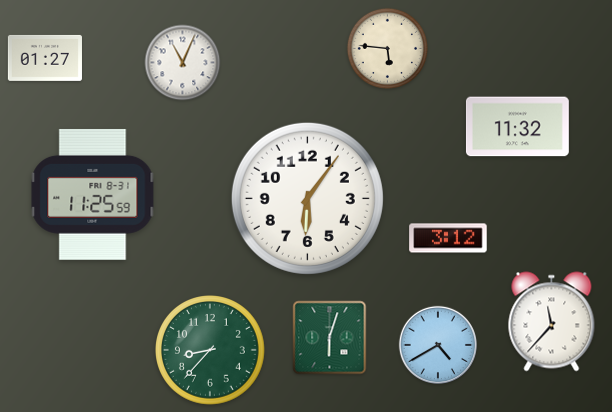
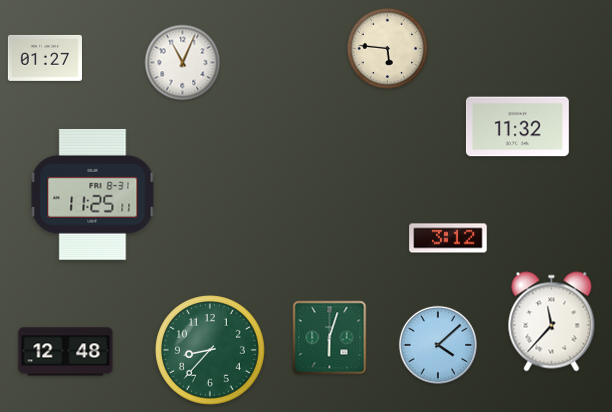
clock at (93, 194): 11:25:59 -> 11:25:11
clock at (307, 198): 6:06 -> none
clock at (437, 344): 4:40 -> 4:08
clock at (66, 352): none -> 12:48
